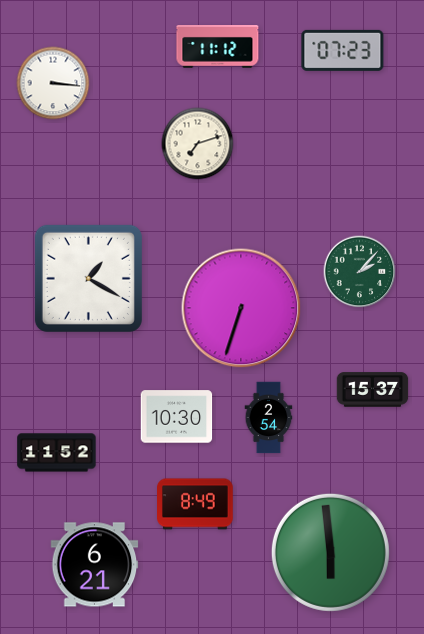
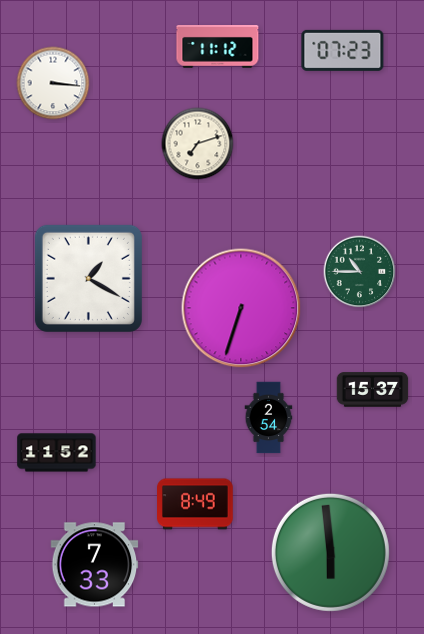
clock at (360, 272): 2:07 -> 10:45
clock at (177, 417): 10:30 -> none
clock at (95, 565): 6:21 -> 7:33
